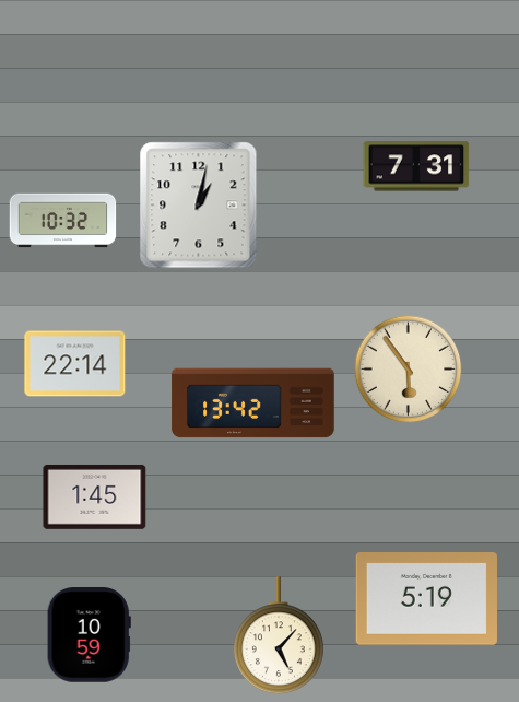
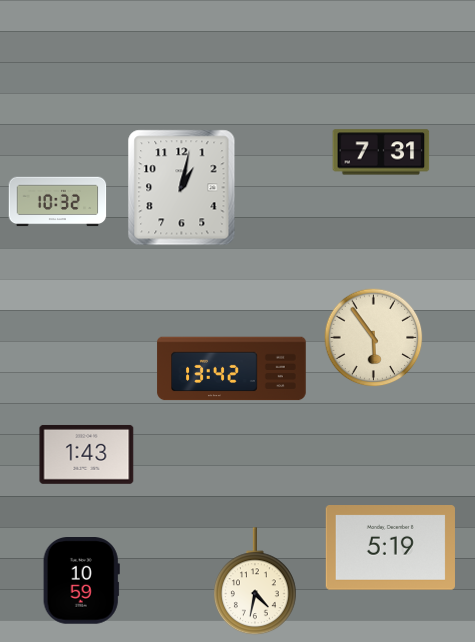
clock at (75, 364): 22:14 -> none
clock at (95, 496): 1:45 -> 1:43
clock at (279, 636): 5:07 -> 4:32
